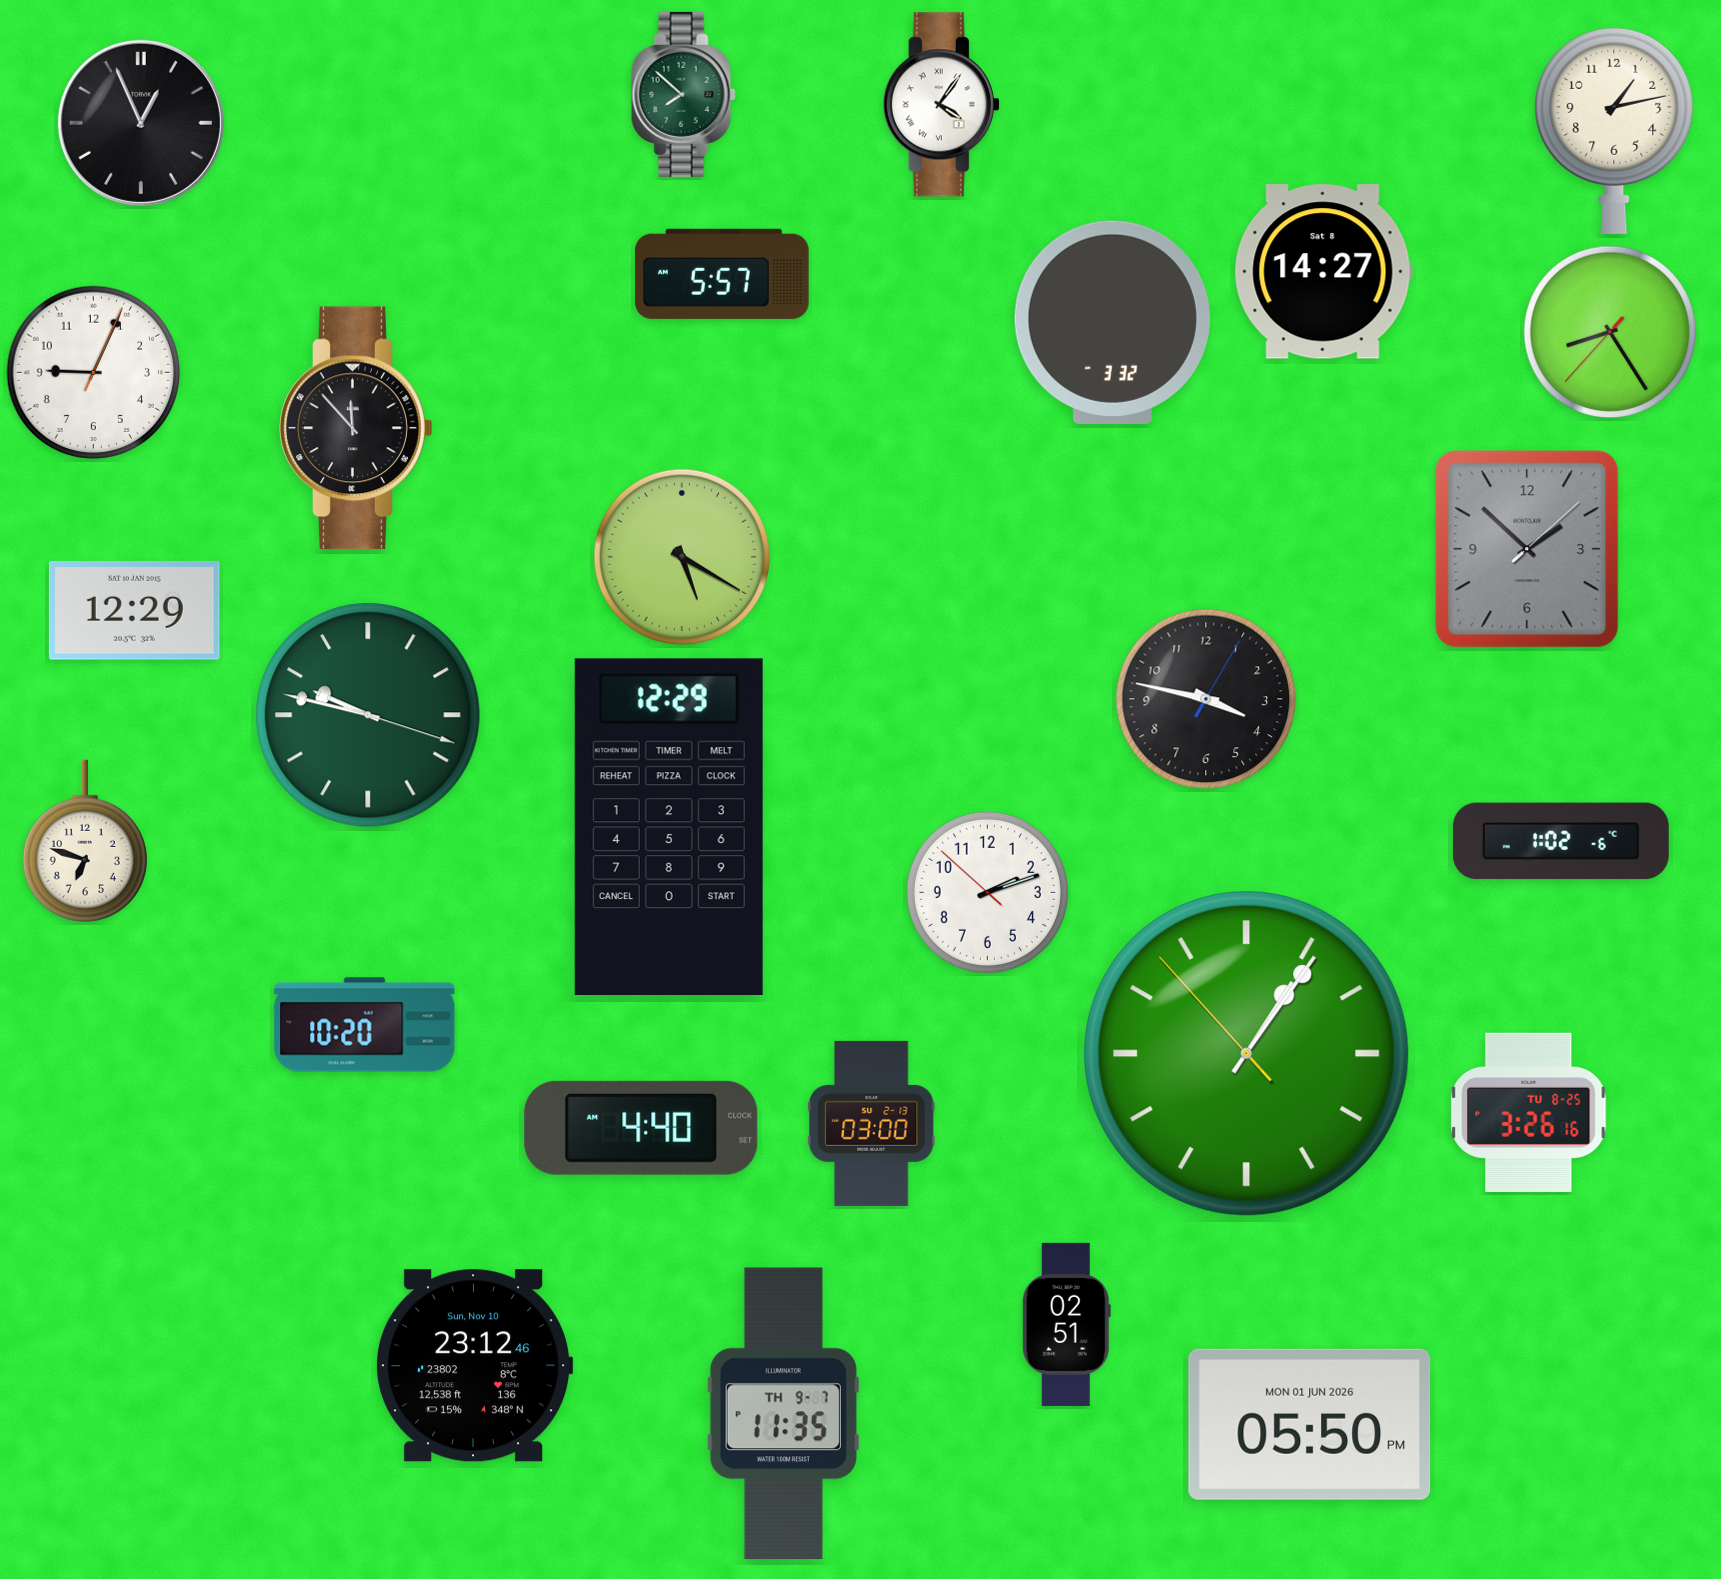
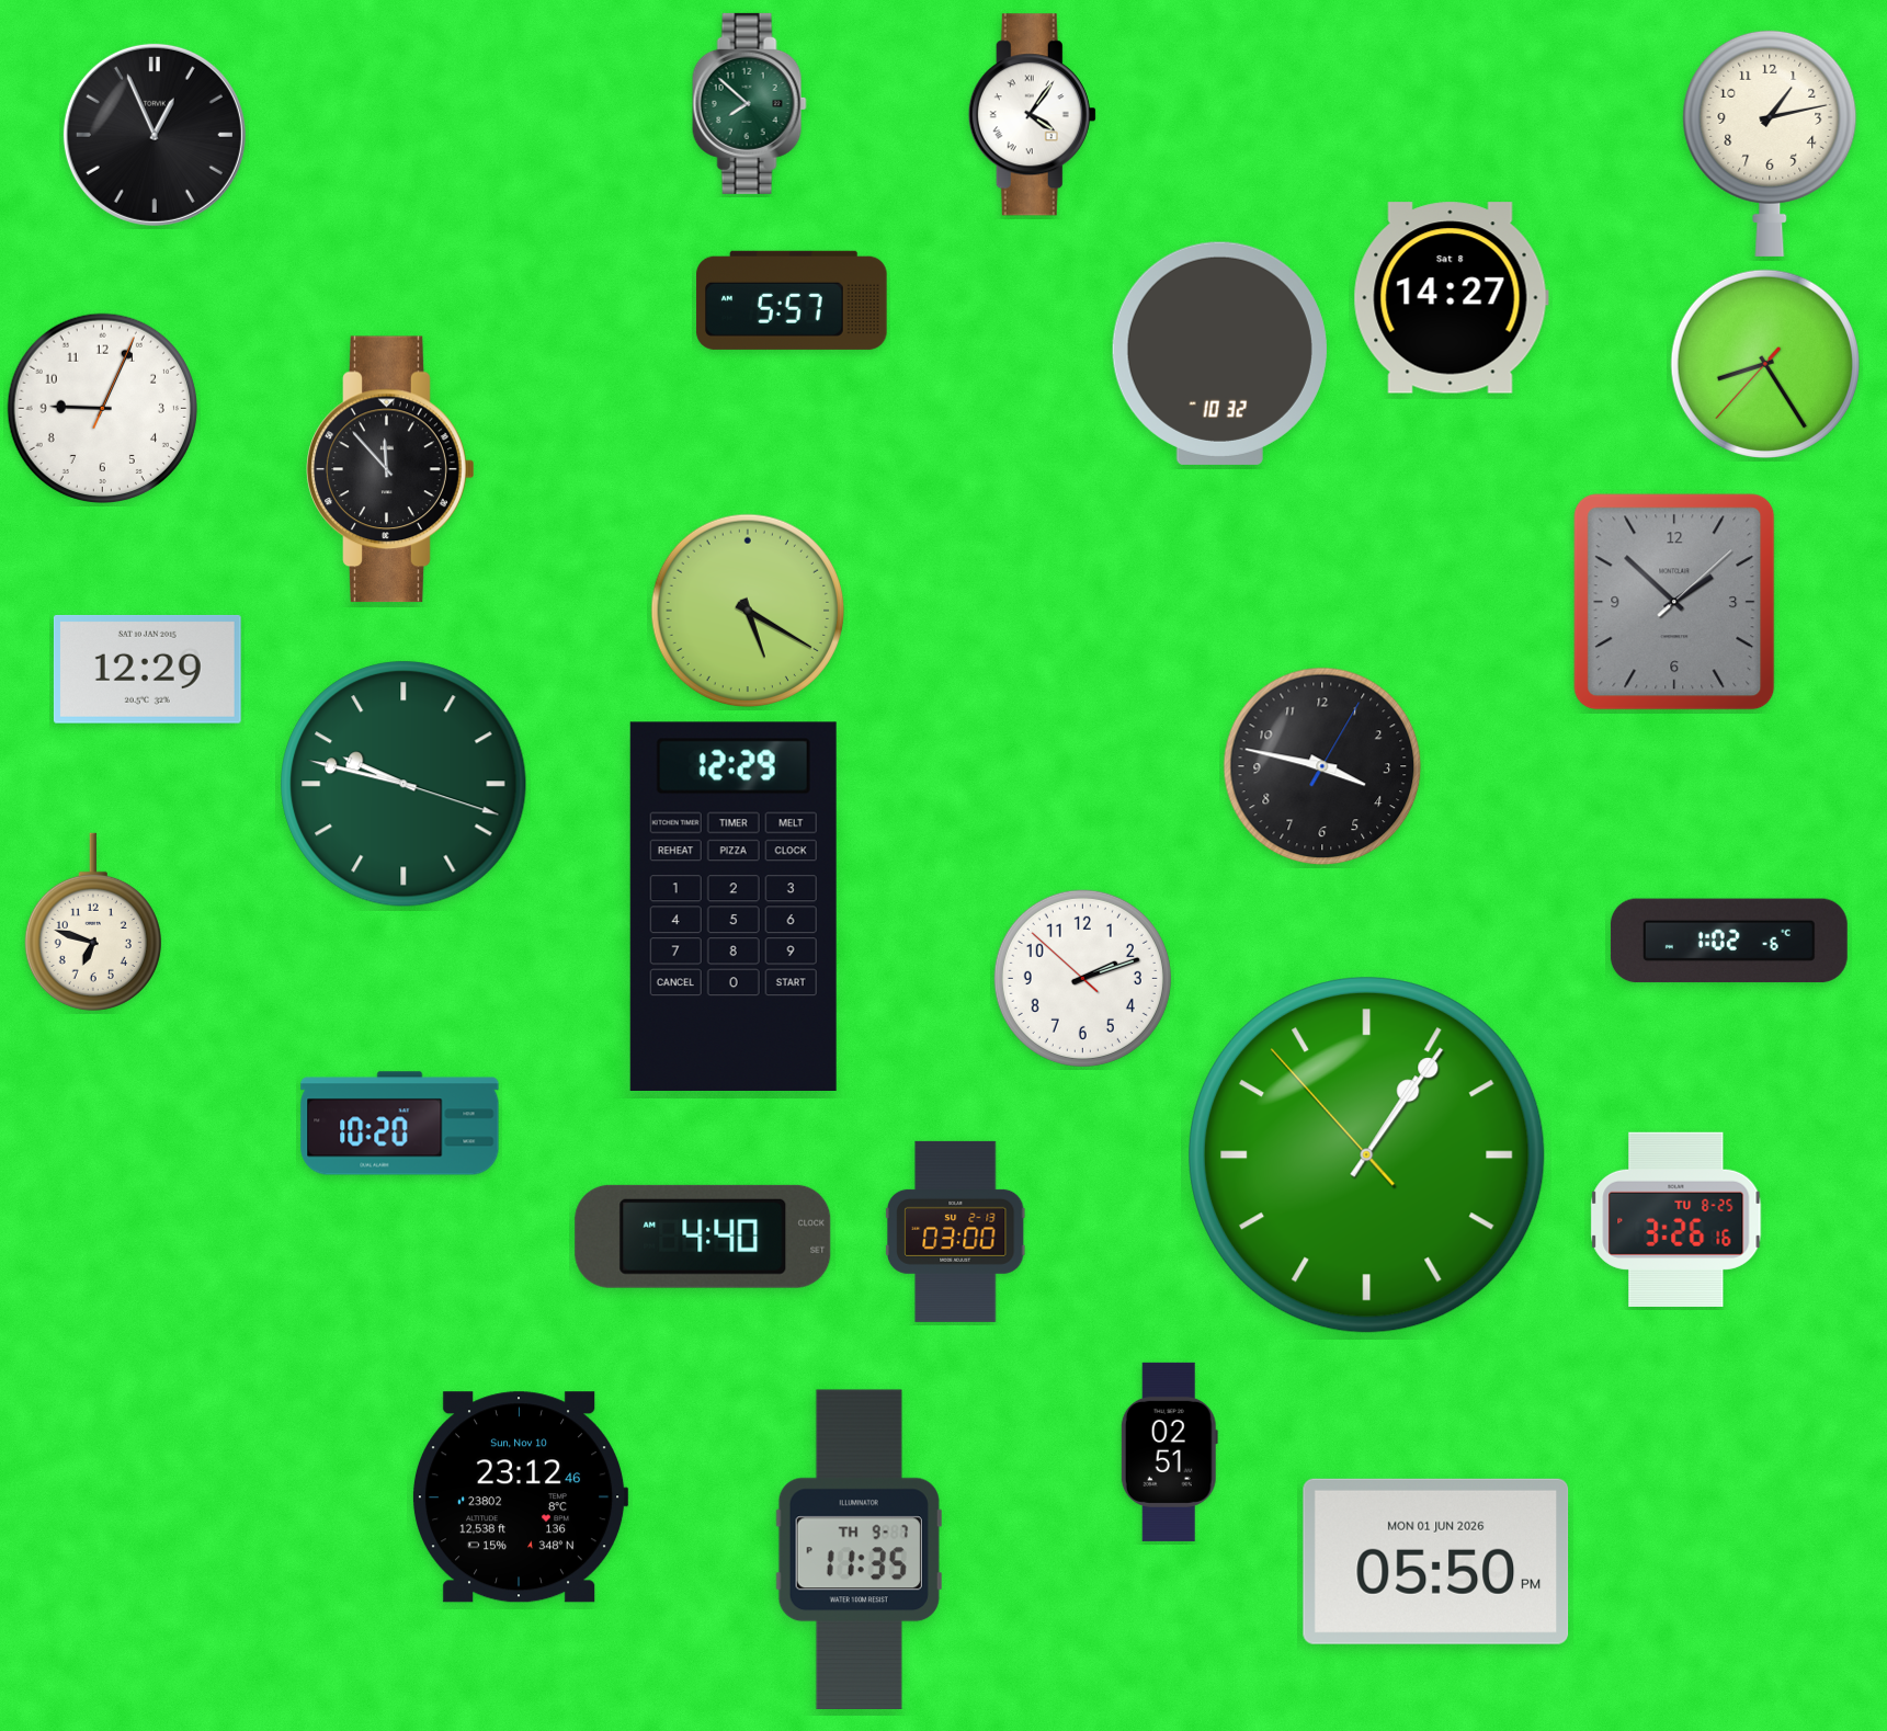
clock at (1112, 322): 3:32 -> 10:32
clock at (1561, 841) position: (1561, 841) -> (1729, 941)
